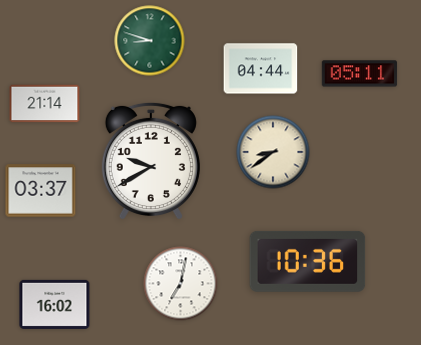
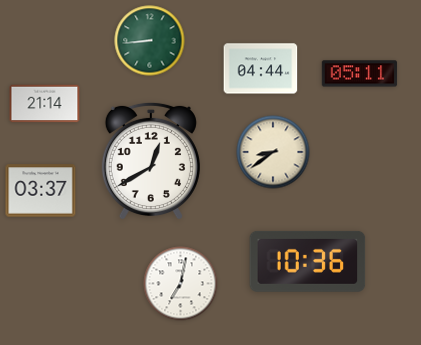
clock at (150, 41): 8:48 -> 8:44
clock at (151, 161): 9:40 -> 12:40
clock at (55, 304): 16:02 -> none
